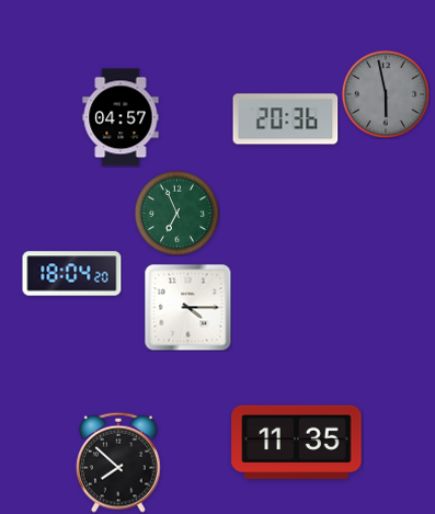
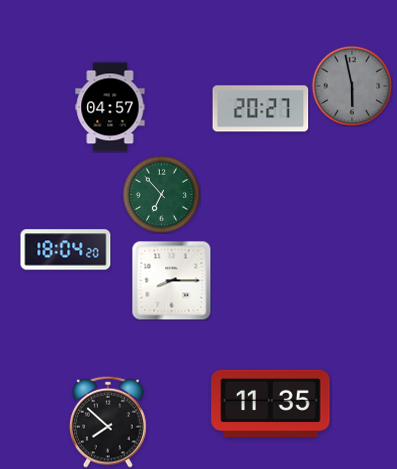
clock at (286, 119): 20:36 -> 20:27
clock at (176, 213): 6:56 -> 6:53
clock at (187, 307): 4:15 -> 8:15
